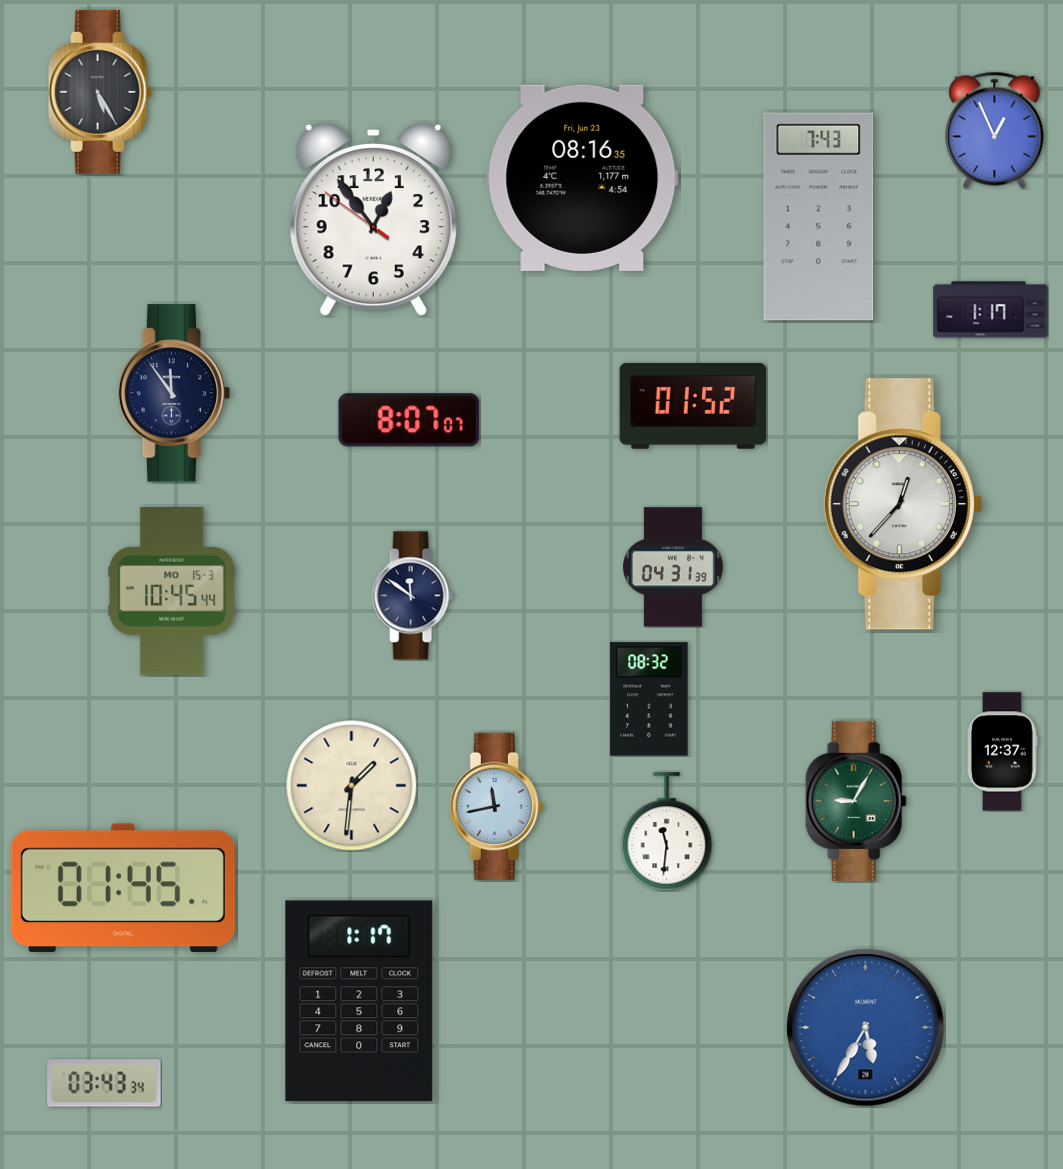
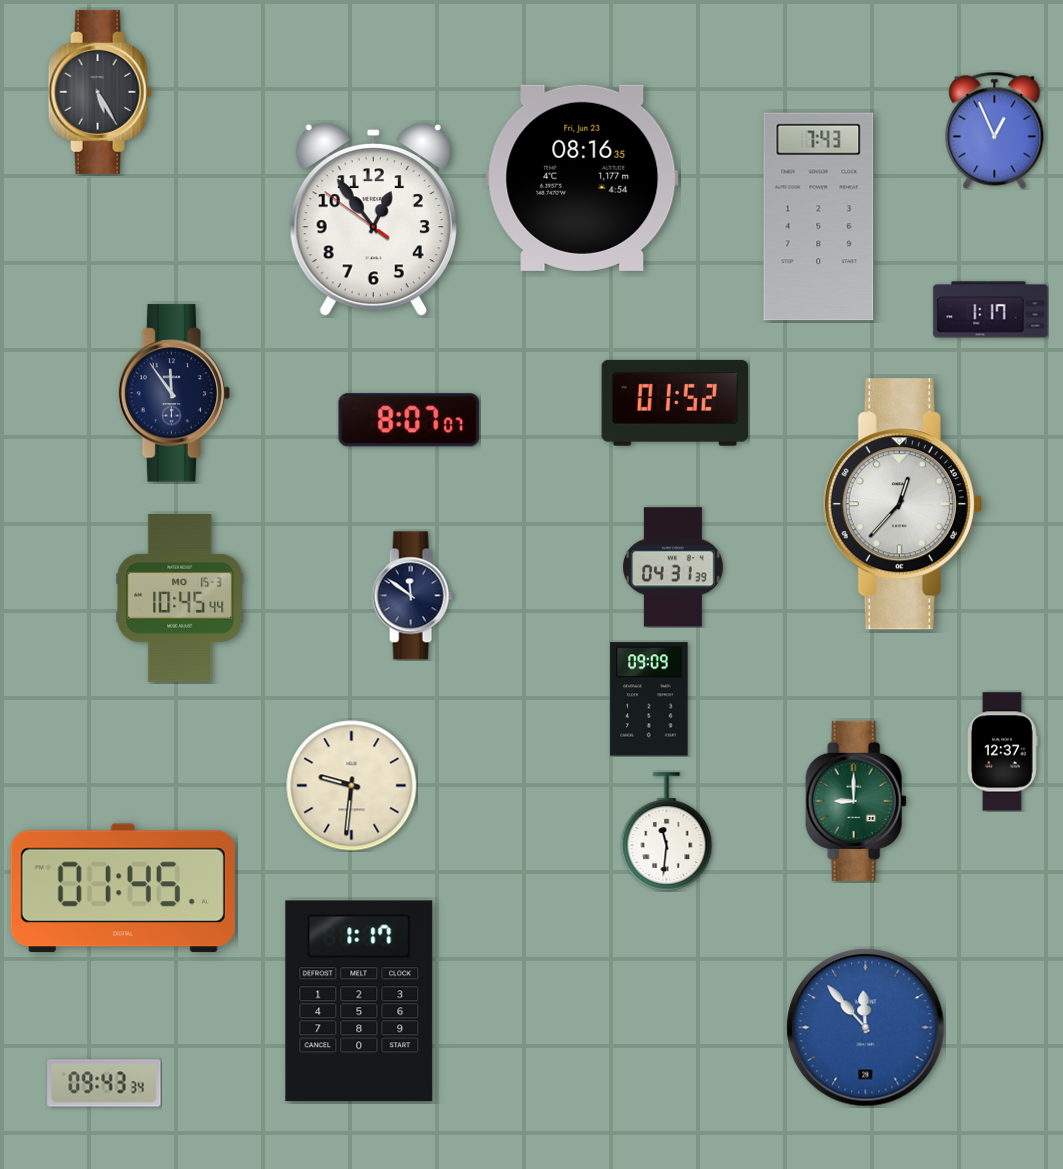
clock at (693, 406) position: (693, 406) -> (675, 403)
clock at (172, 591) position: (172, 591) -> (180, 598)
clock at (649, 699): 08:32 -> 09:09
clock at (352, 786): 1:31 -> 9:31
clock at (856, 801): 9:05 -> 9:00
clock at (496, 807): 11:43 -> none
clock at (866, 1028): 5:35 -> 11:53
clock at (104, 1083): 03:43 -> 09:43
